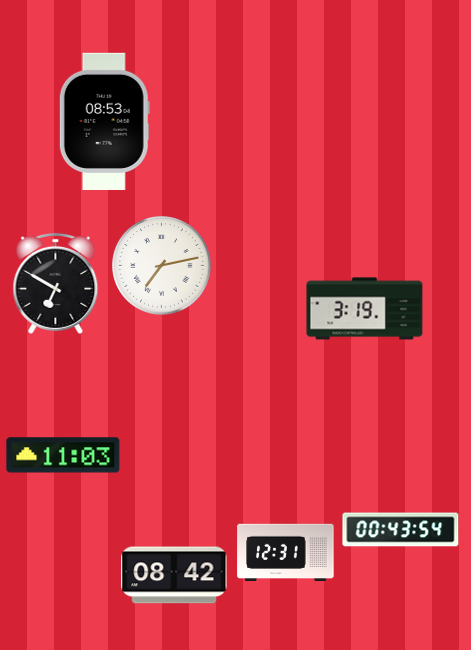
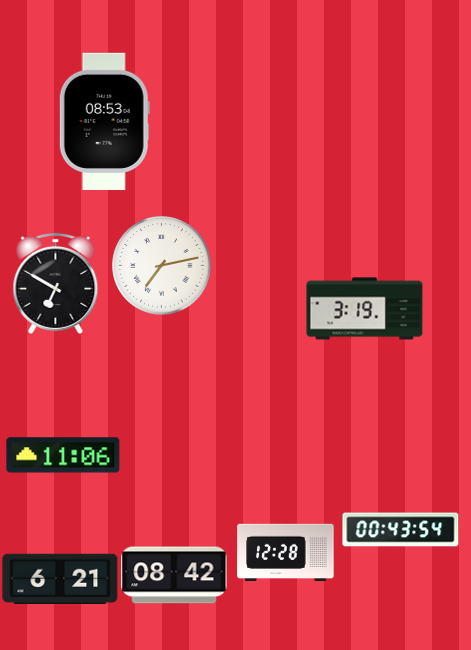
clock at (63, 455): 11:03 -> 11:06
clock at (286, 553): 12:31 -> 12:28
clock at (60, 578): none -> 6:21
